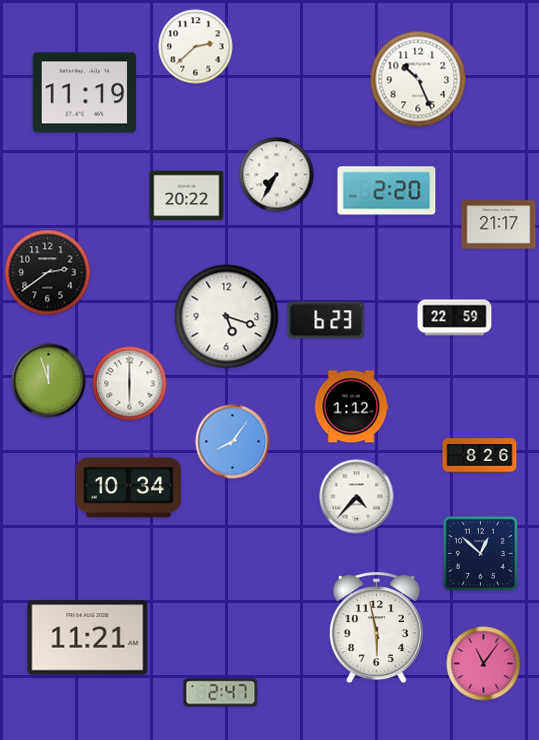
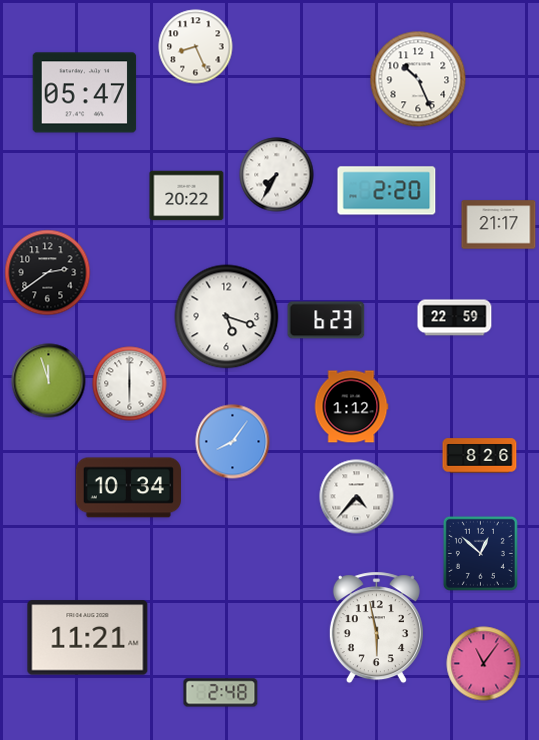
clock at (196, 47): 2:38 -> 8:26
clock at (85, 93): 11:19 -> 05:47
clock at (221, 693): 2:47 -> 2:48
